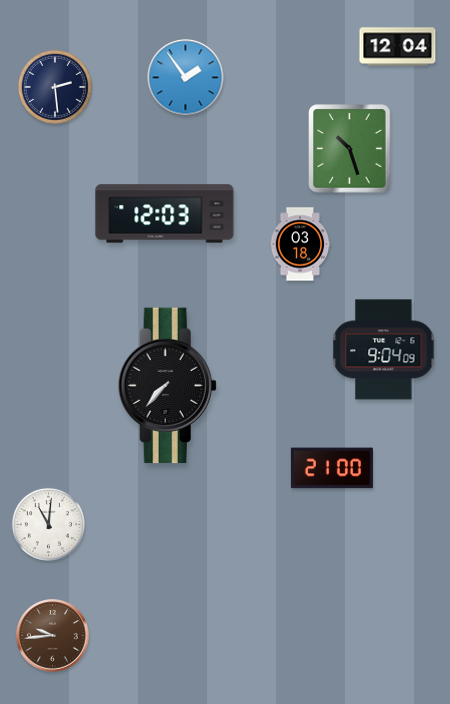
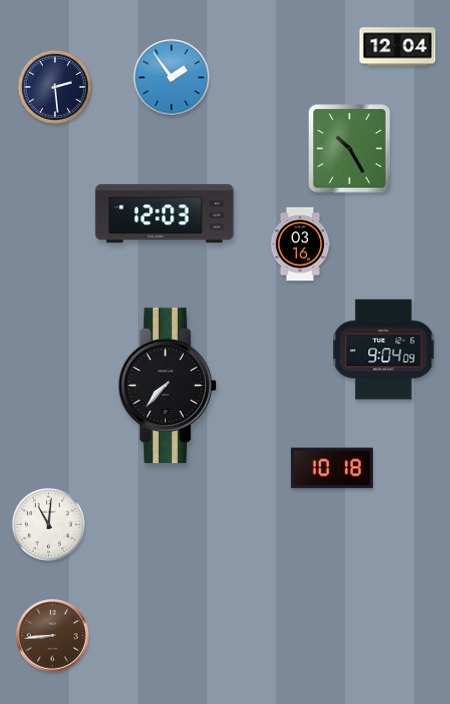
clock at (186, 78) position: (186, 78) -> (172, 78)
clock at (350, 149): 10:27 -> 10:25
clock at (300, 244): 03:18 -> 03:16
clock at (332, 468): 21:00 -> 10:18
clock at (53, 636): 9:44 -> 8:44
